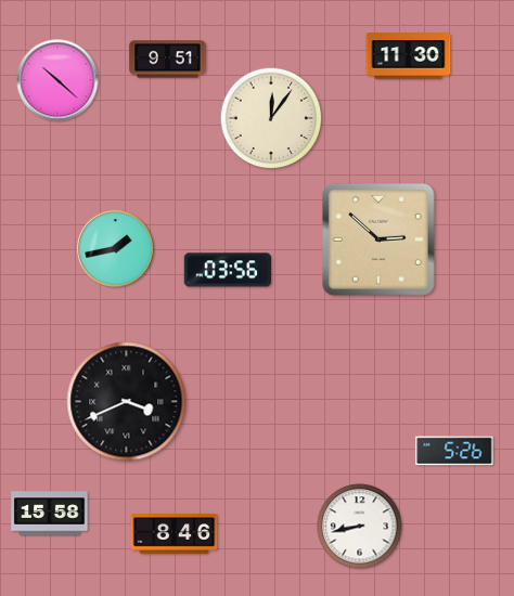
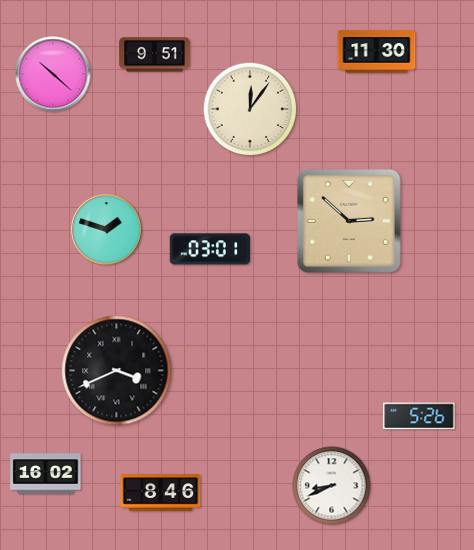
clock at (116, 249): 1:43 -> 1:48
clock at (227, 270): 03:56 -> 03:01
clock at (50, 514): 15:58 -> 16:02
clock at (360, 527): 8:43 -> 8:41
